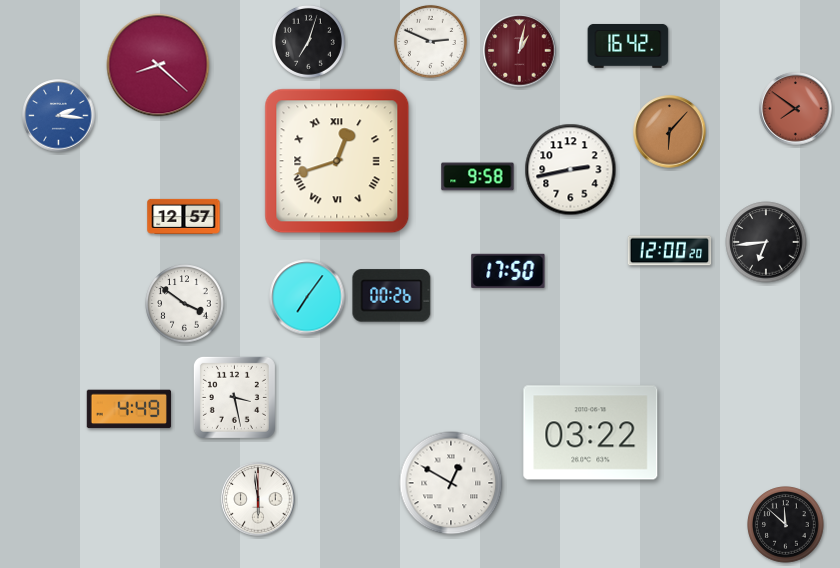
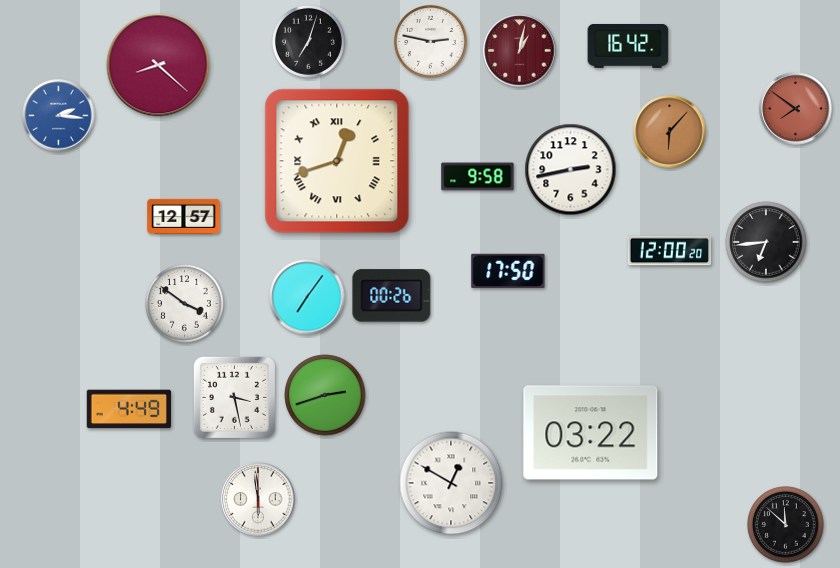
clock at (430, 41): 2:49 -> 2:47
clock at (325, 395): none -> 2:42
